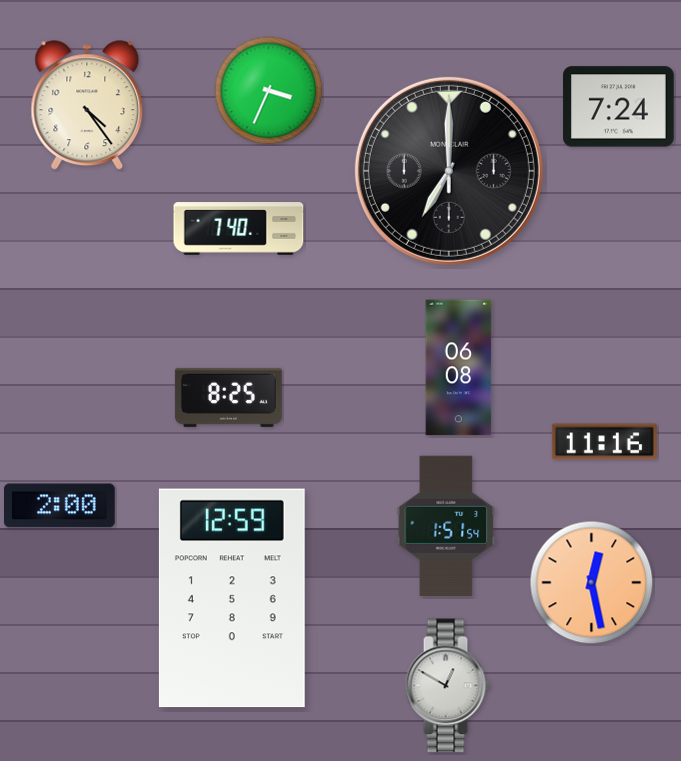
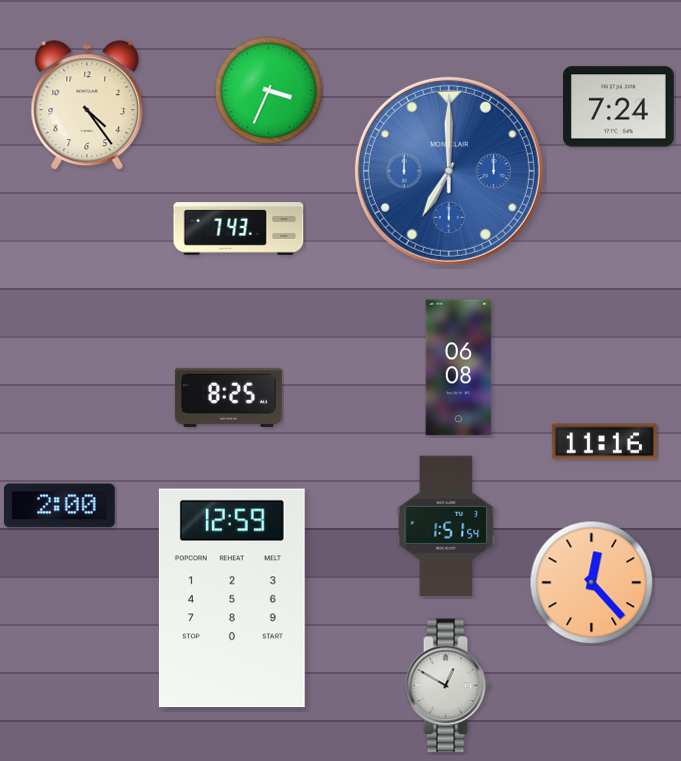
clock at (449, 171) dial: black -> blue
clock at (239, 229): 7:40 -> 7:43
clock at (592, 583): 12:28 -> 12:23
